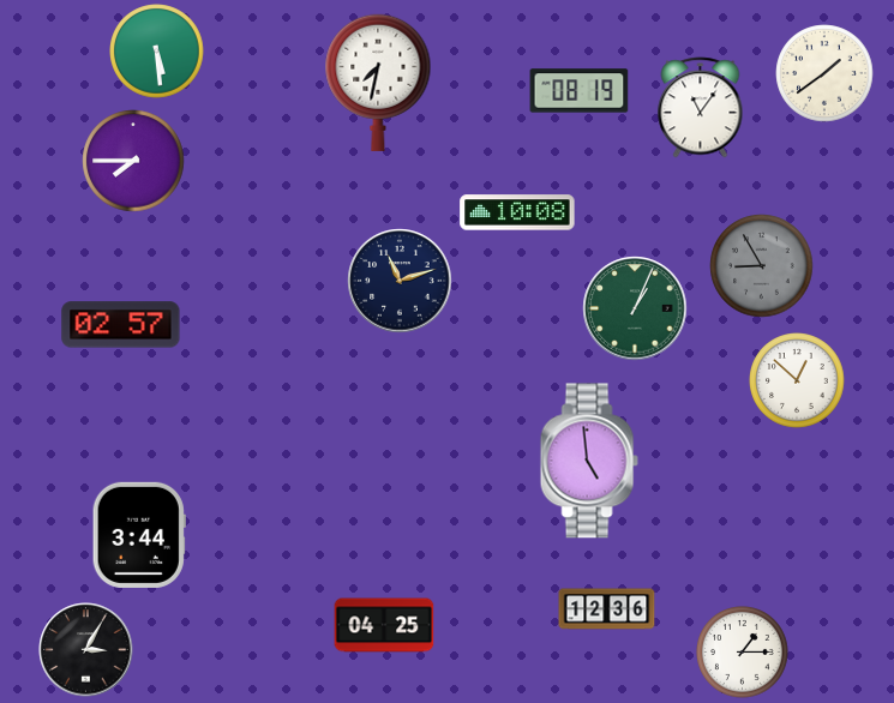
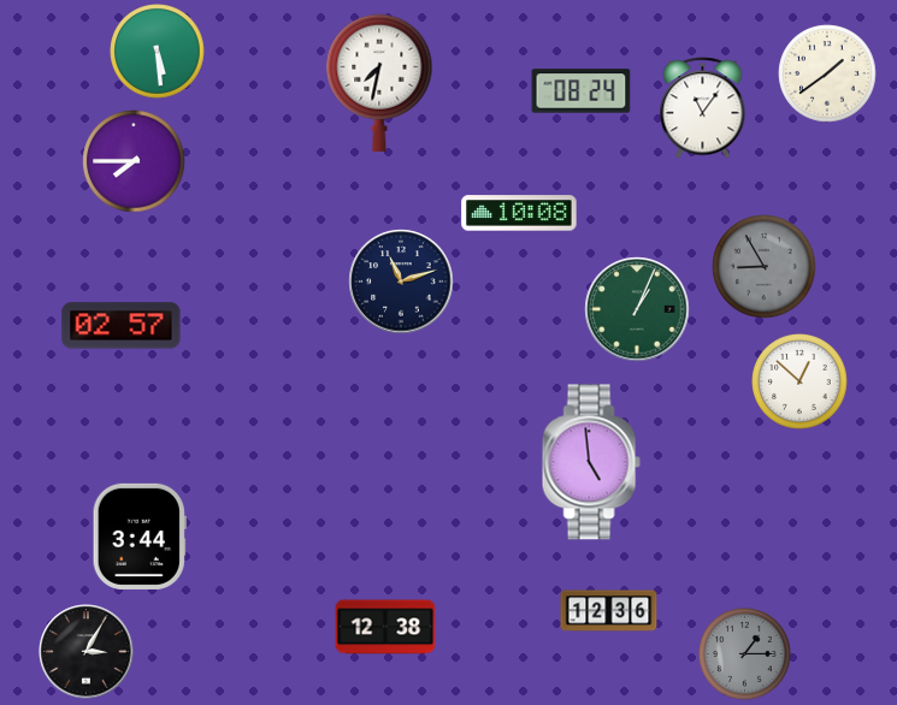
clock at (580, 91): 08:19 -> 08:24
clock at (384, 625): 04:25 -> 12:38
clock at (743, 653) dial: white -> grey
